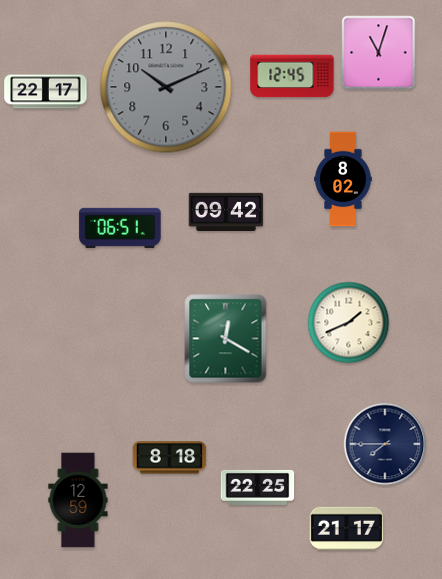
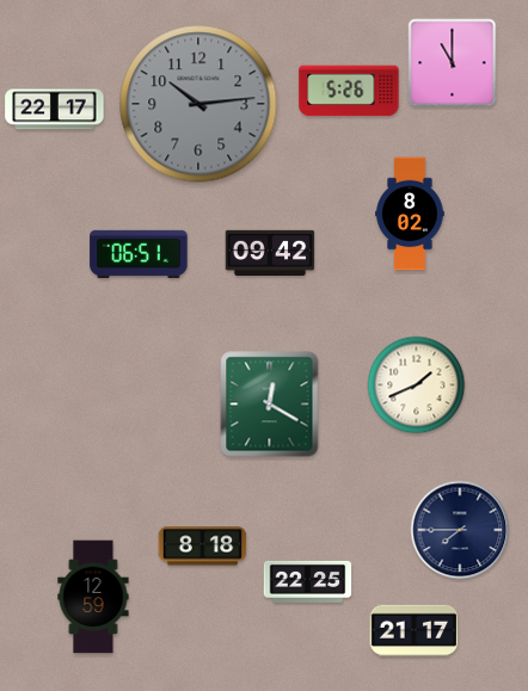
clock at (379, 53): 11:03 -> 11:00
clock at (292, 76): 12:45 -> 5:26
clock at (166, 87): 10:11 -> 10:14
clock at (120, 228) position: (120, 228) -> (139, 254)
